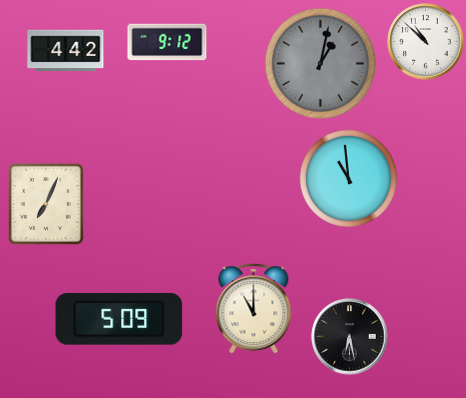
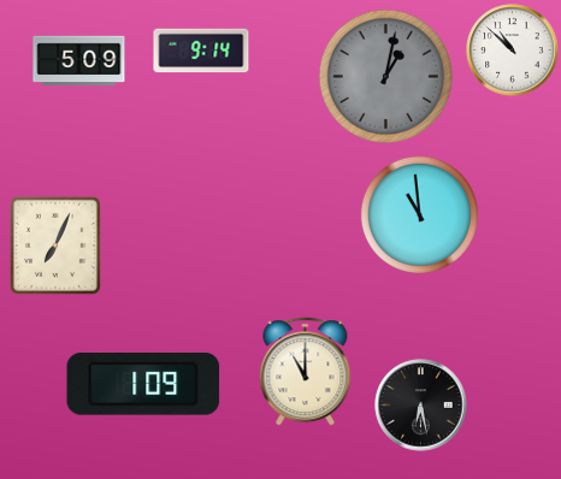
clock at (167, 42): 9:12 -> 9:14
clock at (66, 51): 4:42 -> 5:09
clock at (119, 320): 5:09 -> 1:09
